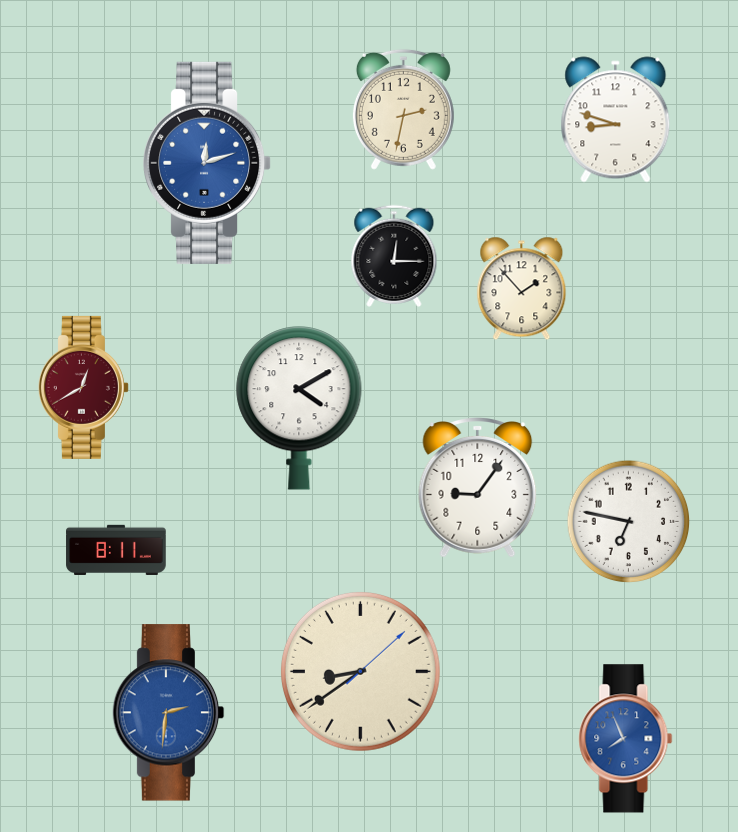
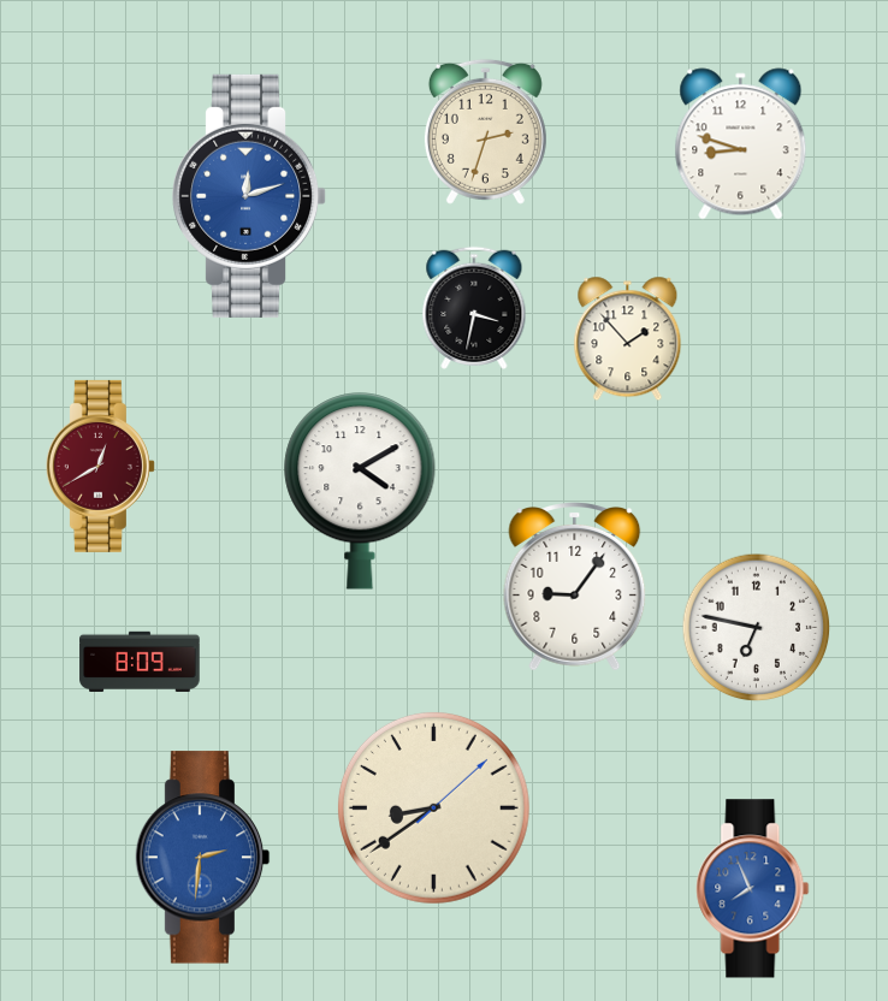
clock at (403, 109): 2:32 -> 2:33
clock at (394, 256): 12:15 -> 3:32
clock at (522, 289) position: (522, 289) -> (628, 339)
clock at (116, 550): 8:11 -> 8:09
